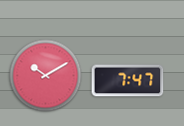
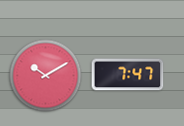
clock at (128, 81) position: (128, 81) -> (128, 75)
